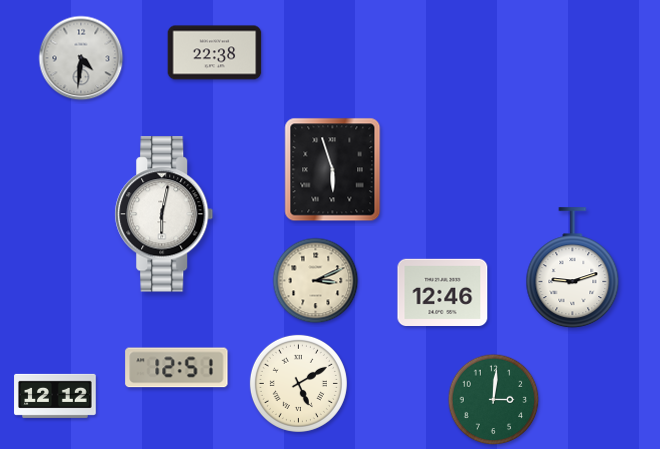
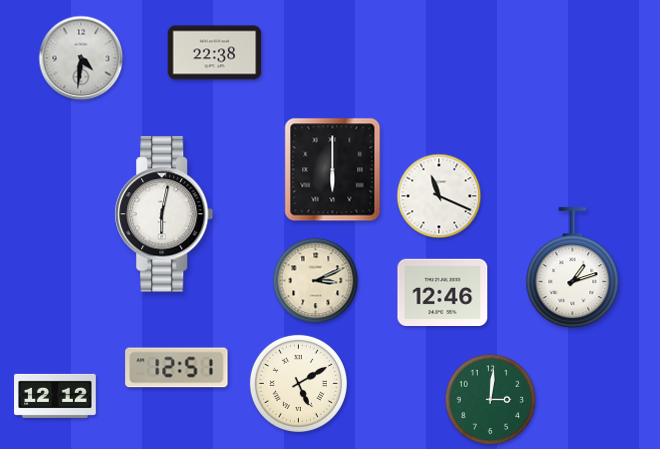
clock at (333, 170): 5:57 -> 6:00
clock at (439, 196): none -> 11:19
clock at (573, 268): 9:12 -> 1:12
clock at (494, 400) position: (494, 400) -> (491, 400)
